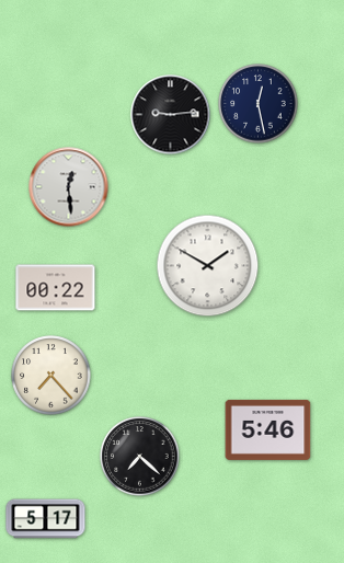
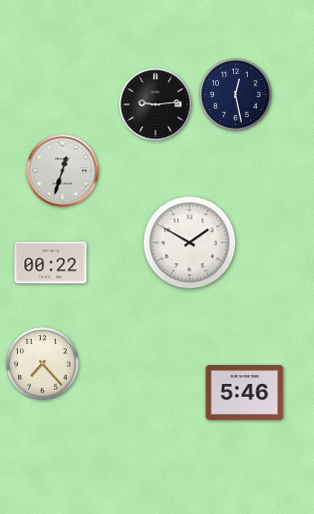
clock at (69, 187): 12:29 -> 12:33
clock at (51, 376) position: (51, 376) -> (43, 364)
clock at (140, 457): 7:22 -> none
clock at (46, 519): 5:17 -> none
